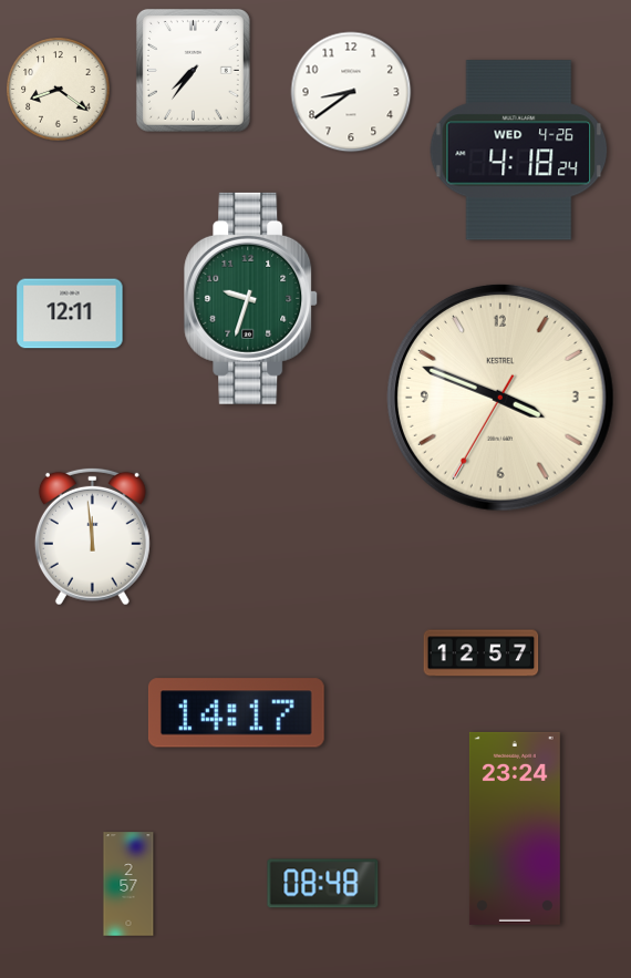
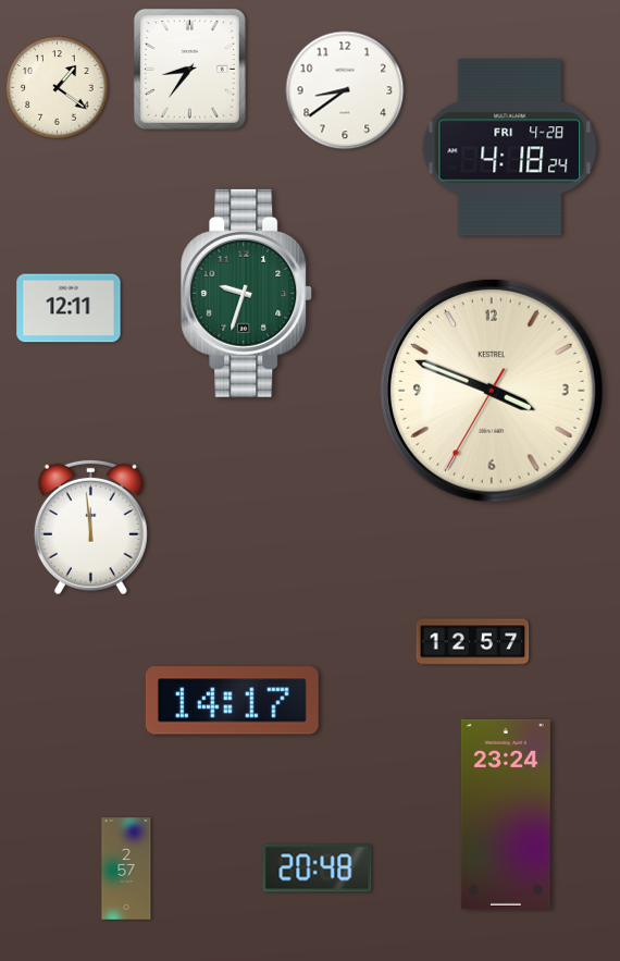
clock at (193, 70): 7:36 -> 8:36
clock at (59, 90): 8:21 -> 1:21
clock at (519, 151) date: WED 4-26 -> FRI 4-28
clock at (323, 884): 08:48 -> 20:48
